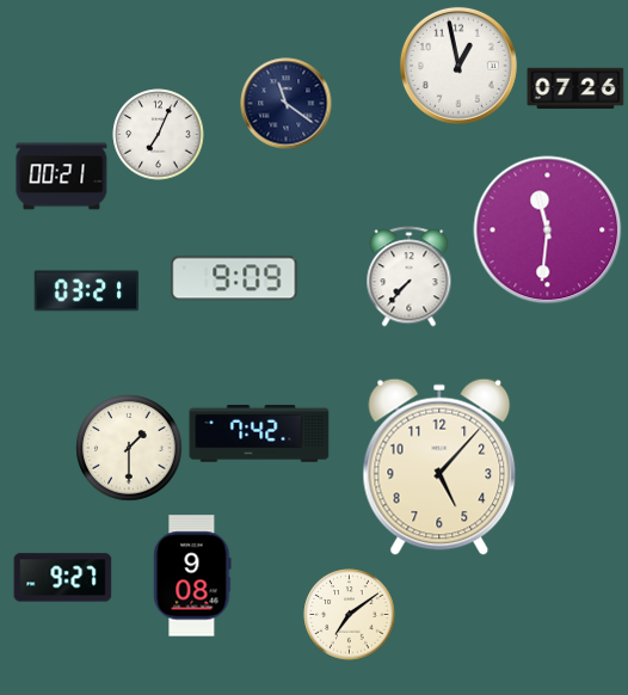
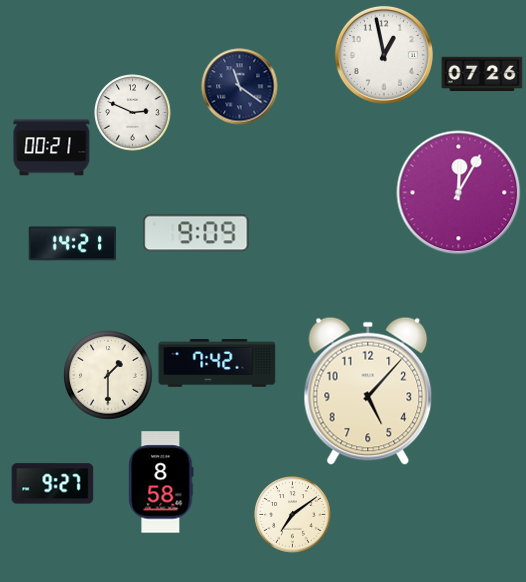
clock at (159, 135): 7:04 -> 2:49
clock at (548, 230): 11:31 -> 12:05
clock at (410, 277): 7:37 -> none
clock at (87, 291): 03:21 -> 14:21
clock at (192, 576): 9:08 -> 8:58
